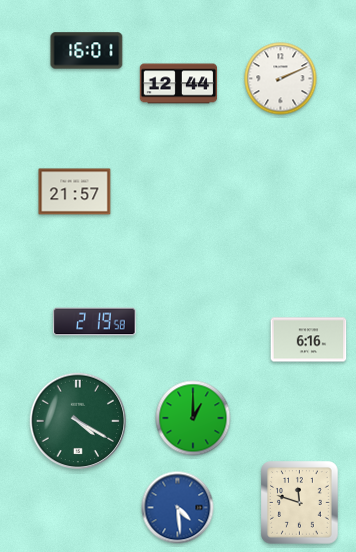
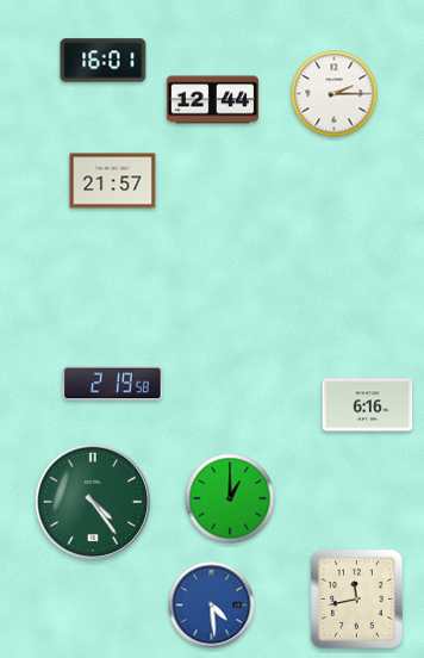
clock at (281, 79): 2:11 -> 2:15
clock at (75, 192) position: (75, 192) -> (113, 181)
clock at (77, 420): 4:20 -> 4:24
clock at (300, 503): 11:48 -> 11:43
